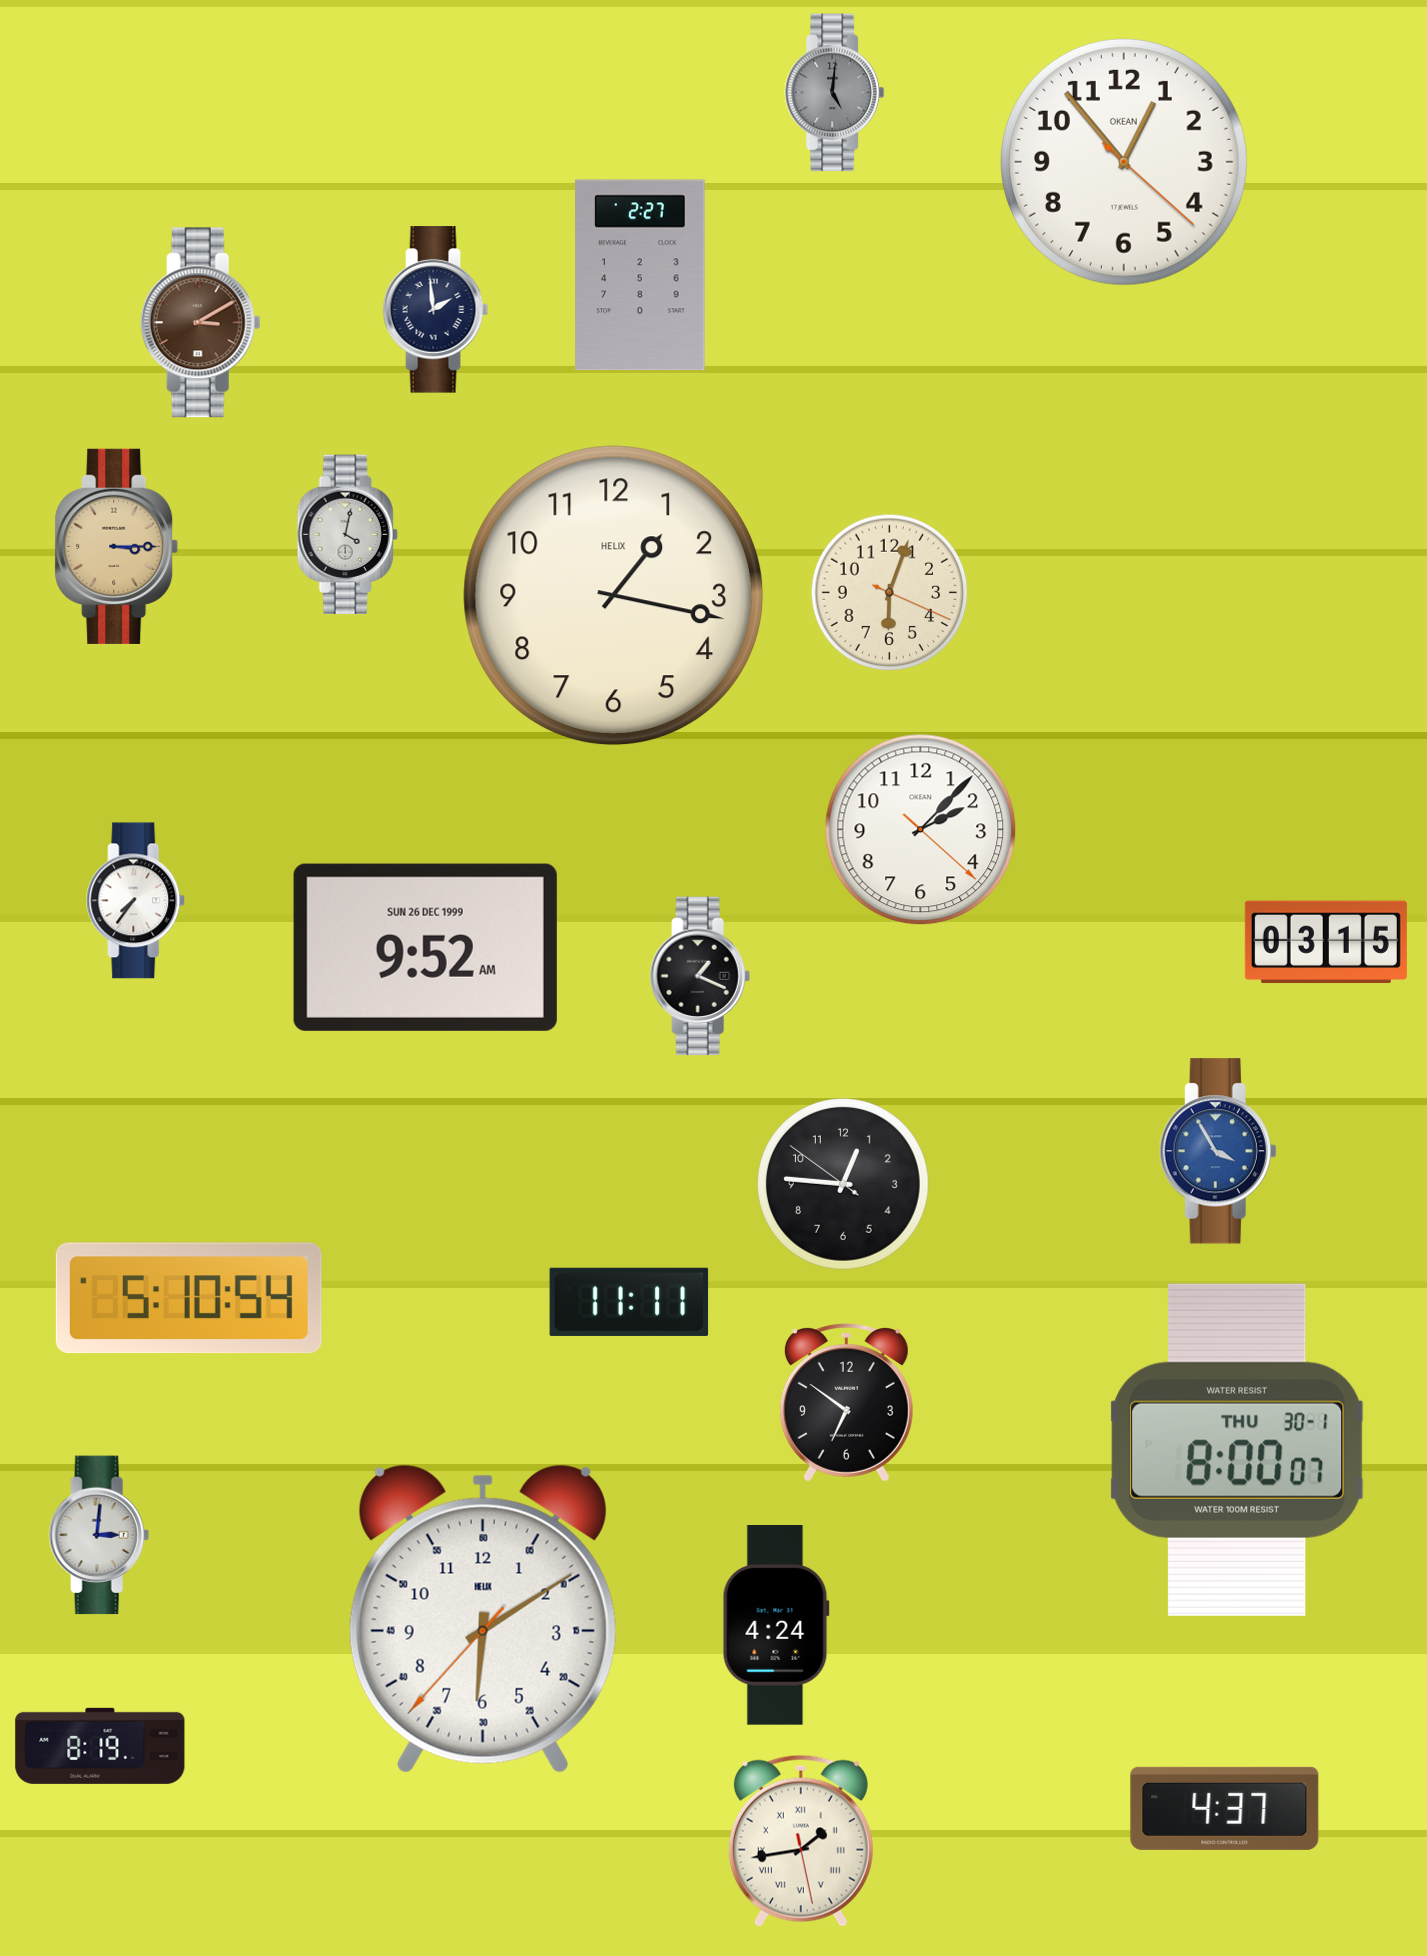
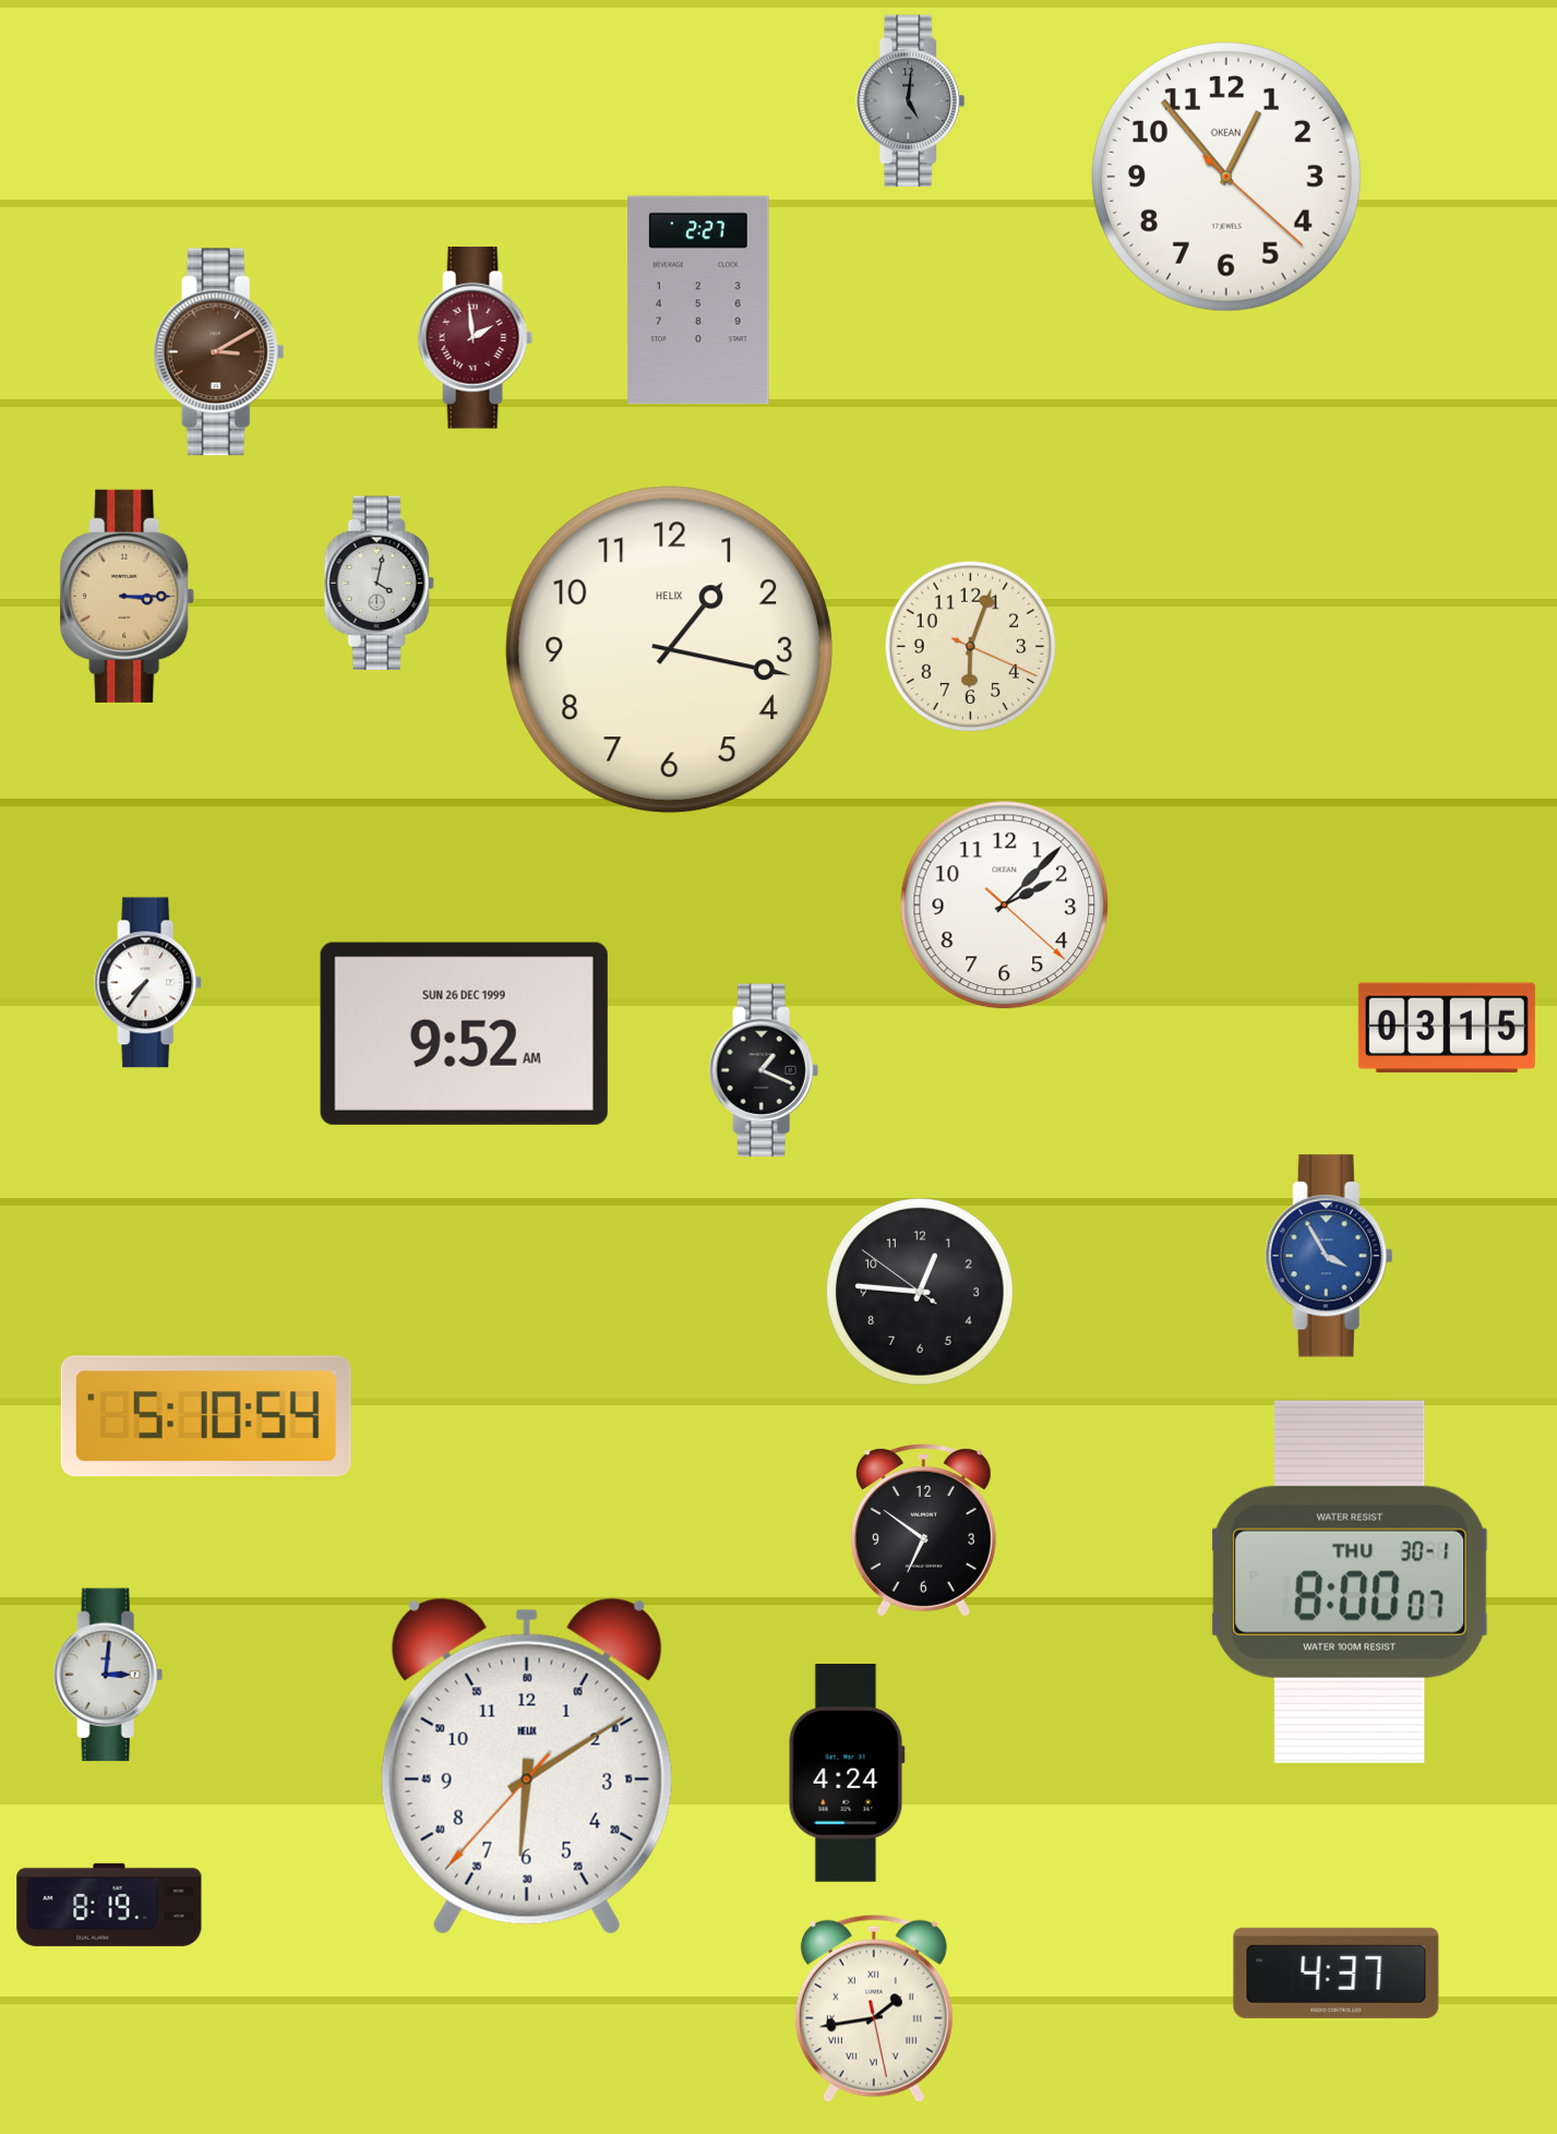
clock at (436, 310) dial: navy -> burgundy
clock at (700, 976) position: (700, 976) -> (764, 1070)
clock at (629, 1302): 11:11 -> none
